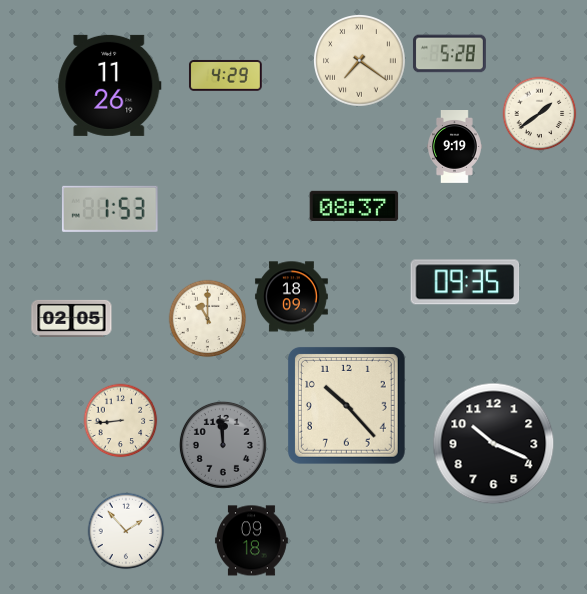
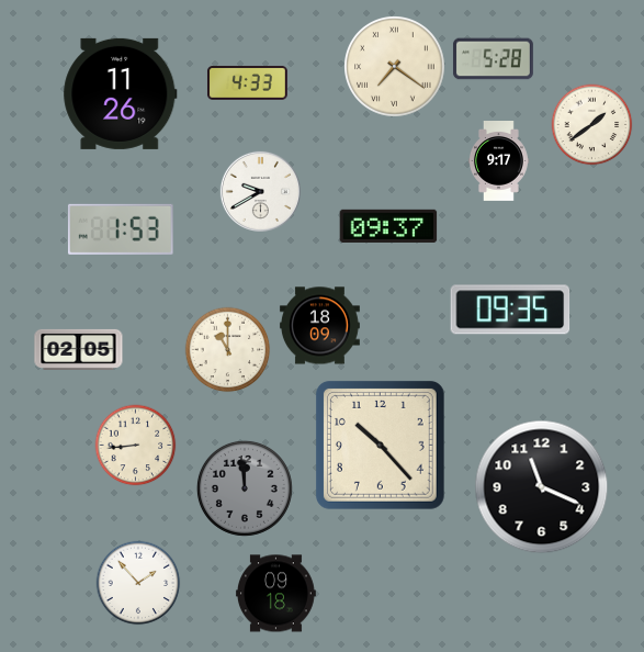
clock at (225, 75): 4:29 -> 4:33
clock at (455, 147): 9:19 -> 9:17
clock at (260, 191): none -> 9:40
clock at (354, 206): 08:37 -> 09:37
clock at (121, 421) position: (121, 421) -> (136, 446)
clock at (494, 444): 10:19 -> 11:19
